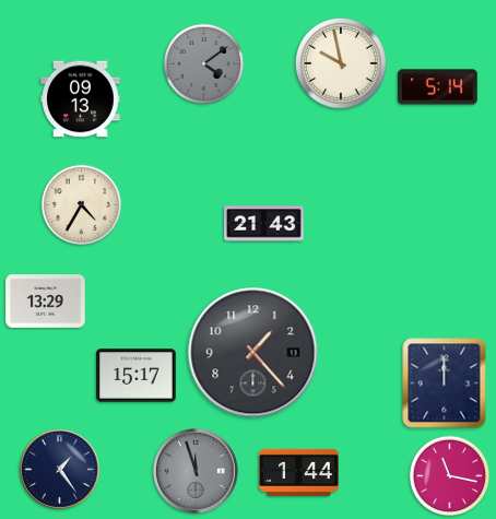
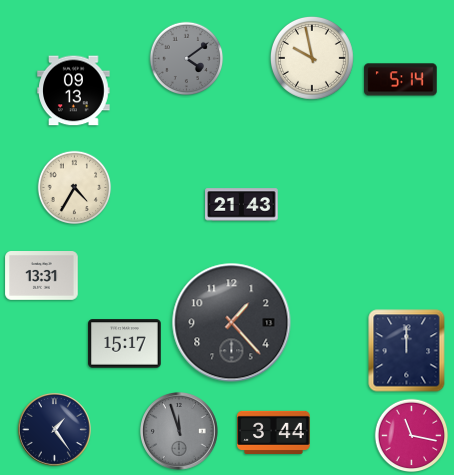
clock at (46, 302): 13:29 -> 13:31
clock at (299, 472): 1:44 -> 3:44
